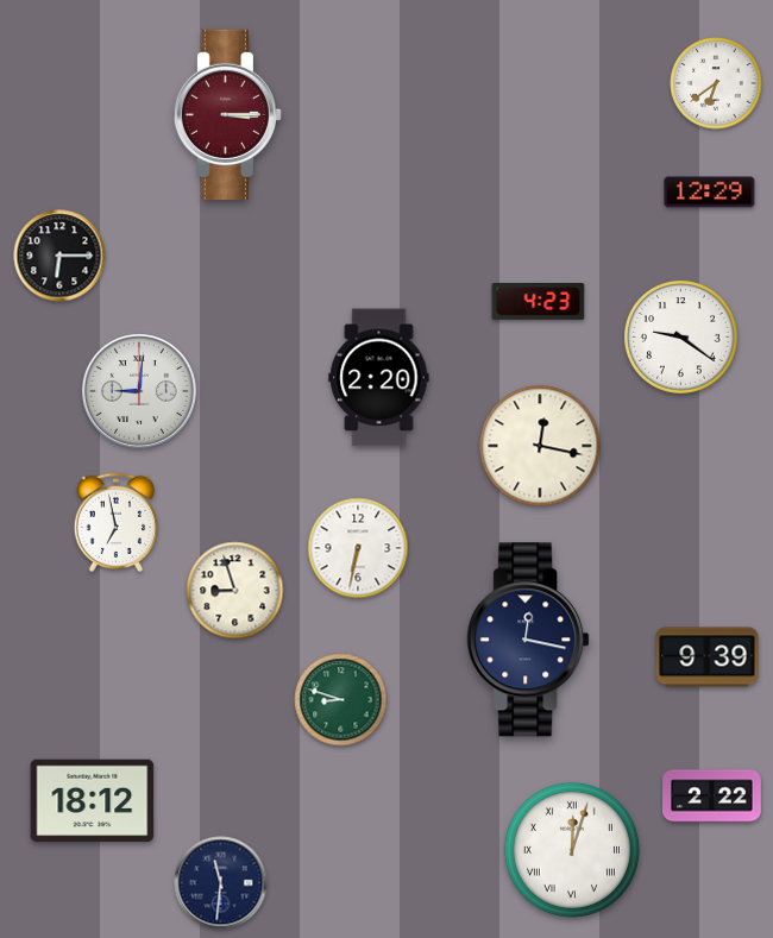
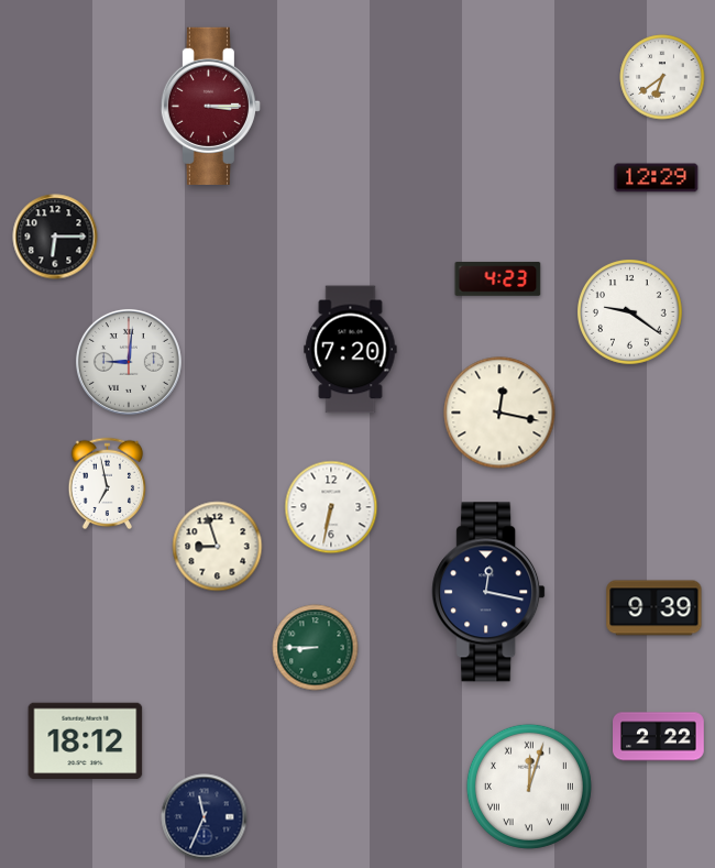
clock at (379, 378): 2:20 -> 7:20
clock at (341, 700): 8:48 -> 8:45
clock at (221, 883): 11:31 -> 11:34
